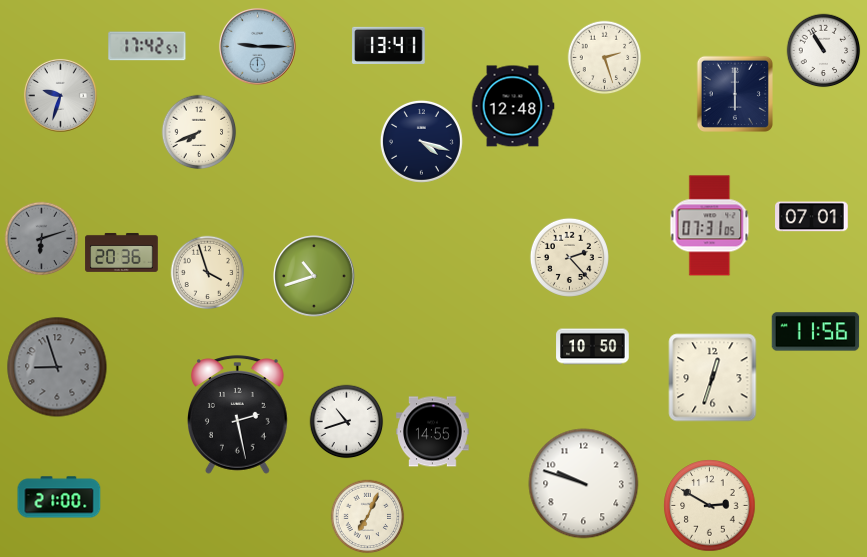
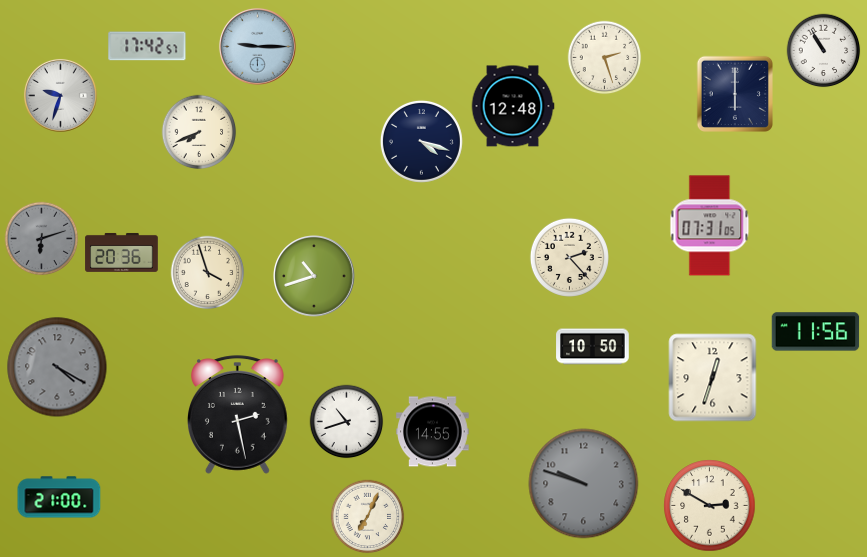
clock at (389, 45): 13:41 -> none
clock at (812, 217): 07:01 -> none
clock at (57, 367): 8:57 -> 4:20
clock at (584, 484) dial: white -> grey
